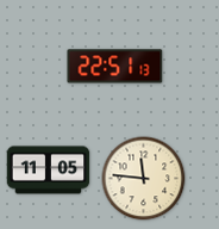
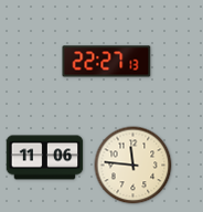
clock at (115, 67): 22:51 -> 22:27
clock at (49, 171): 11:05 -> 11:06
